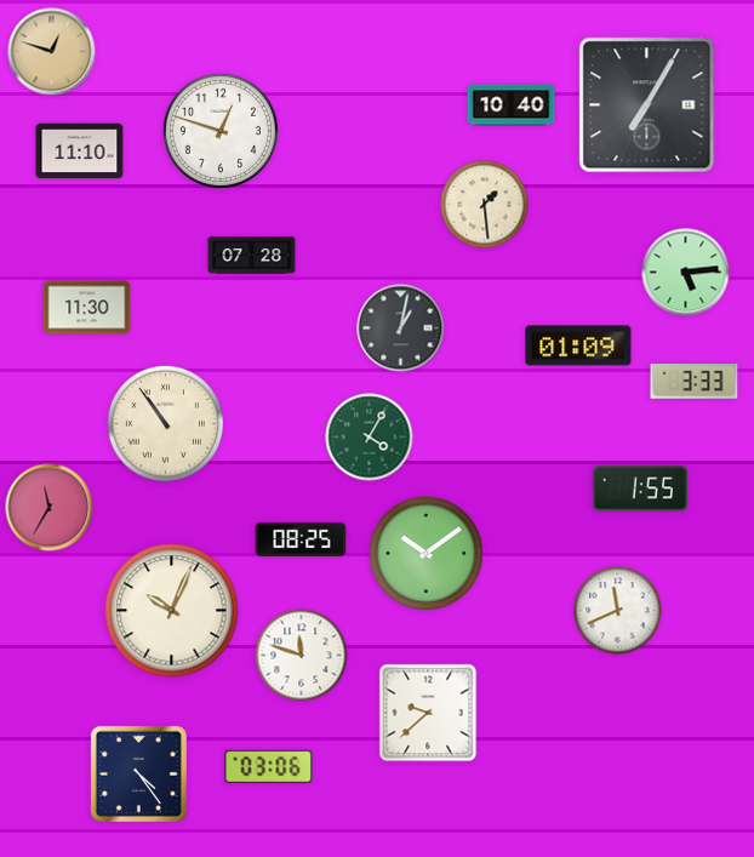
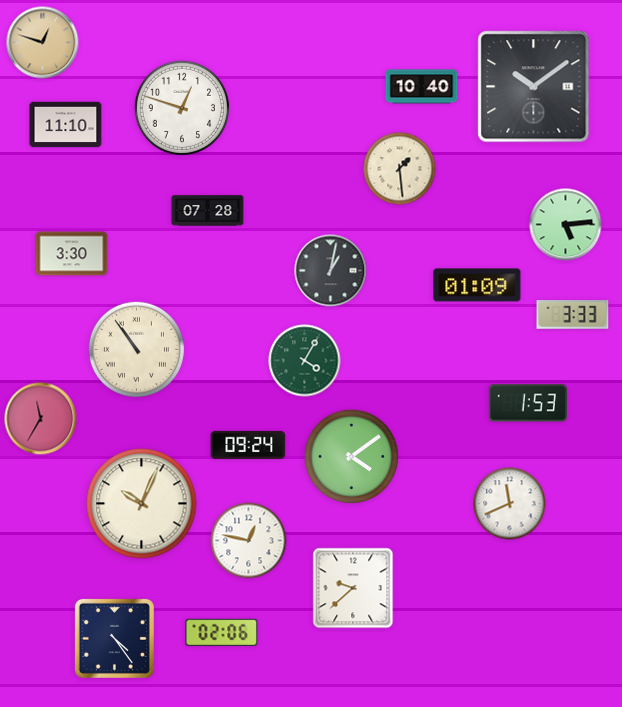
clock at (647, 105): 7:05 -> 10:09
clock at (87, 308): 11:30 -> 3:30
clock at (640, 489): 1:55 -> 1:53
clock at (301, 539): 08:25 -> 09:24
clock at (425, 553): 10:09 -> 4:09
clock at (302, 656): 11:48 -> 12:47
clock at (269, 766): 03:06 -> 02:06
